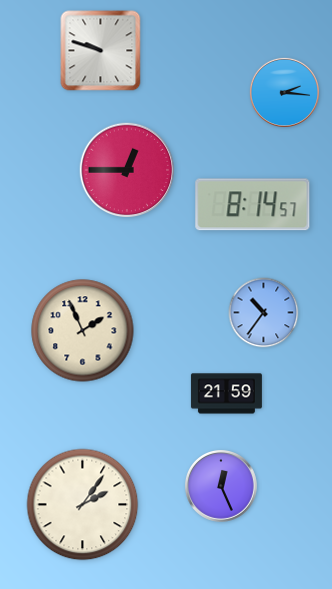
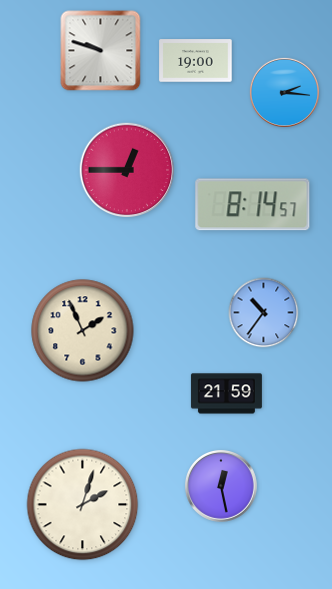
clock at (196, 61): none -> 19:00
clock at (221, 486): 12:26 -> 12:28
clock at (83, 505): 2:06 -> 2:03
